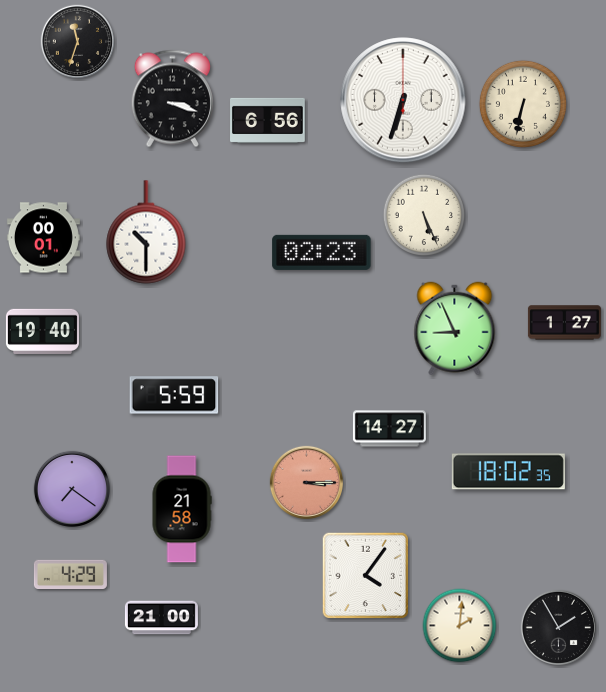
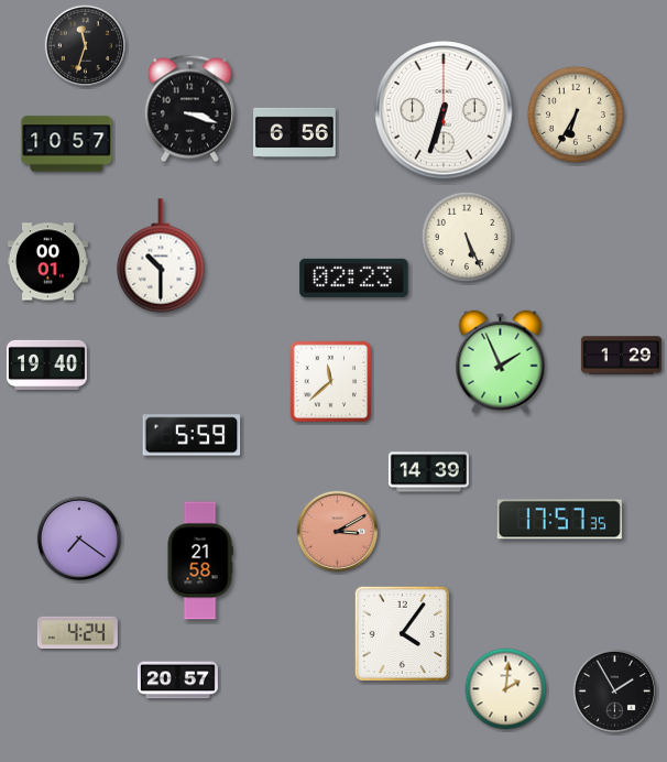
clock at (523, 104): 6:32 -> 6:35
clock at (67, 144): none -> 10:57
clock at (564, 323): 1:27 -> 1:29
clock at (455, 329): 8:56 -> 1:56
clock at (331, 382): none -> 11:38
clock at (389, 429): 14:27 -> 14:39
clock at (508, 472): 18:02 -> 17:57
clock at (306, 482): 3:15 -> 3:10
clock at (70, 575): 4:29 -> 4:24
clock at (161, 618): 21:00 -> 20:57
